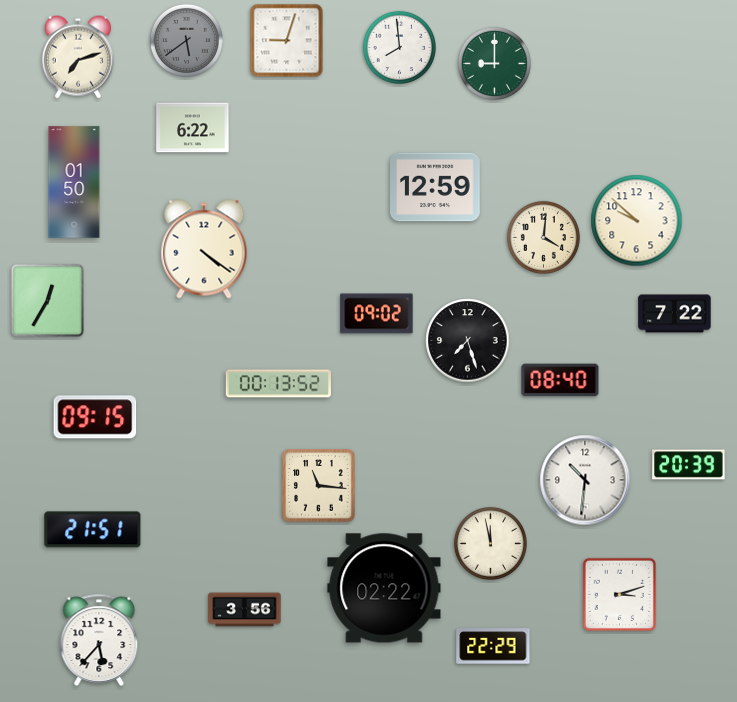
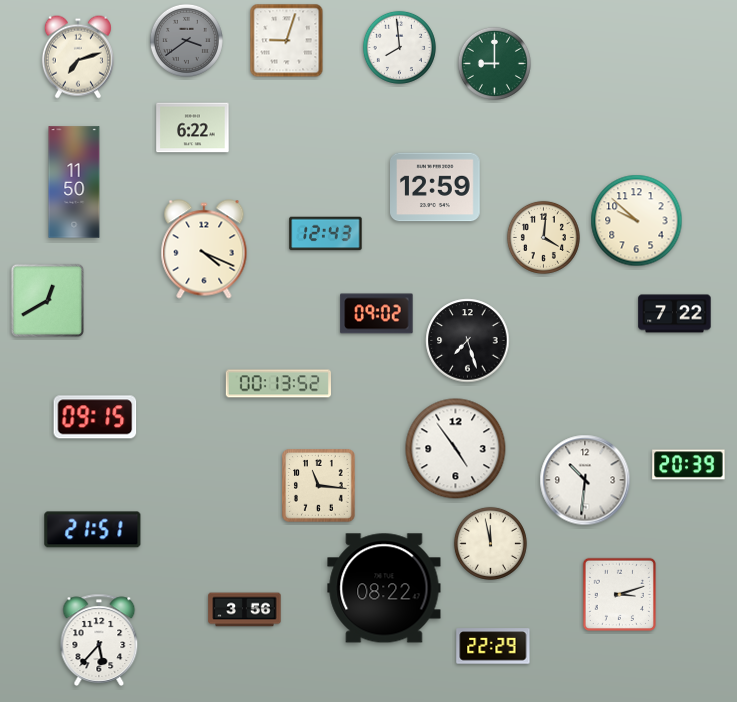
clock at (186, 40): 5:39 -> 3:39
clock at (74, 182): 01:50 -> 11:50
clock at (326, 234): none -> 12:43
clock at (204, 249): 4:21 -> 4:19
clock at (48, 301): 12:35 -> 12:40
clock at (560, 380): 08:40 -> none
clock at (456, 449): none -> 4:54
clock at (384, 588): 02:22 -> 08:22
